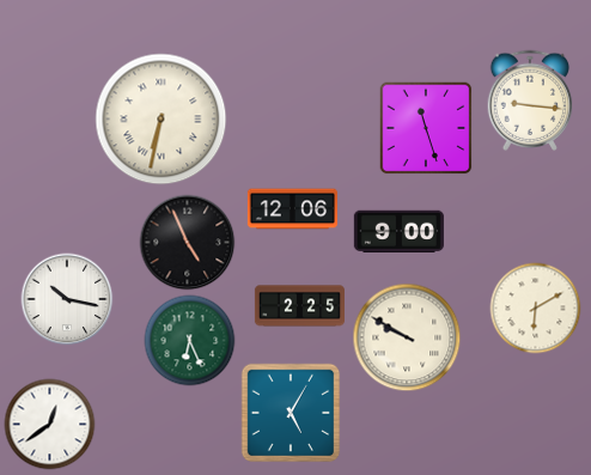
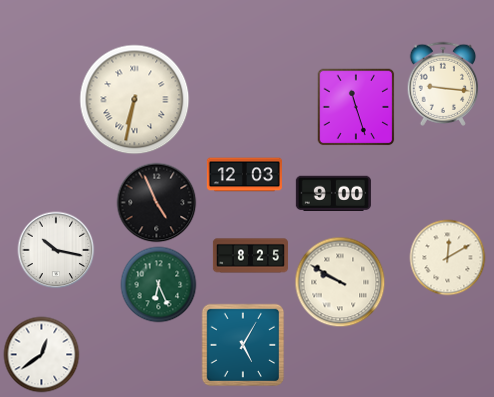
clock at (292, 209): 12:06 -> 12:03
clock at (299, 306): 2:25 -> 8:25
clock at (536, 309): 6:10 -> 12:10
